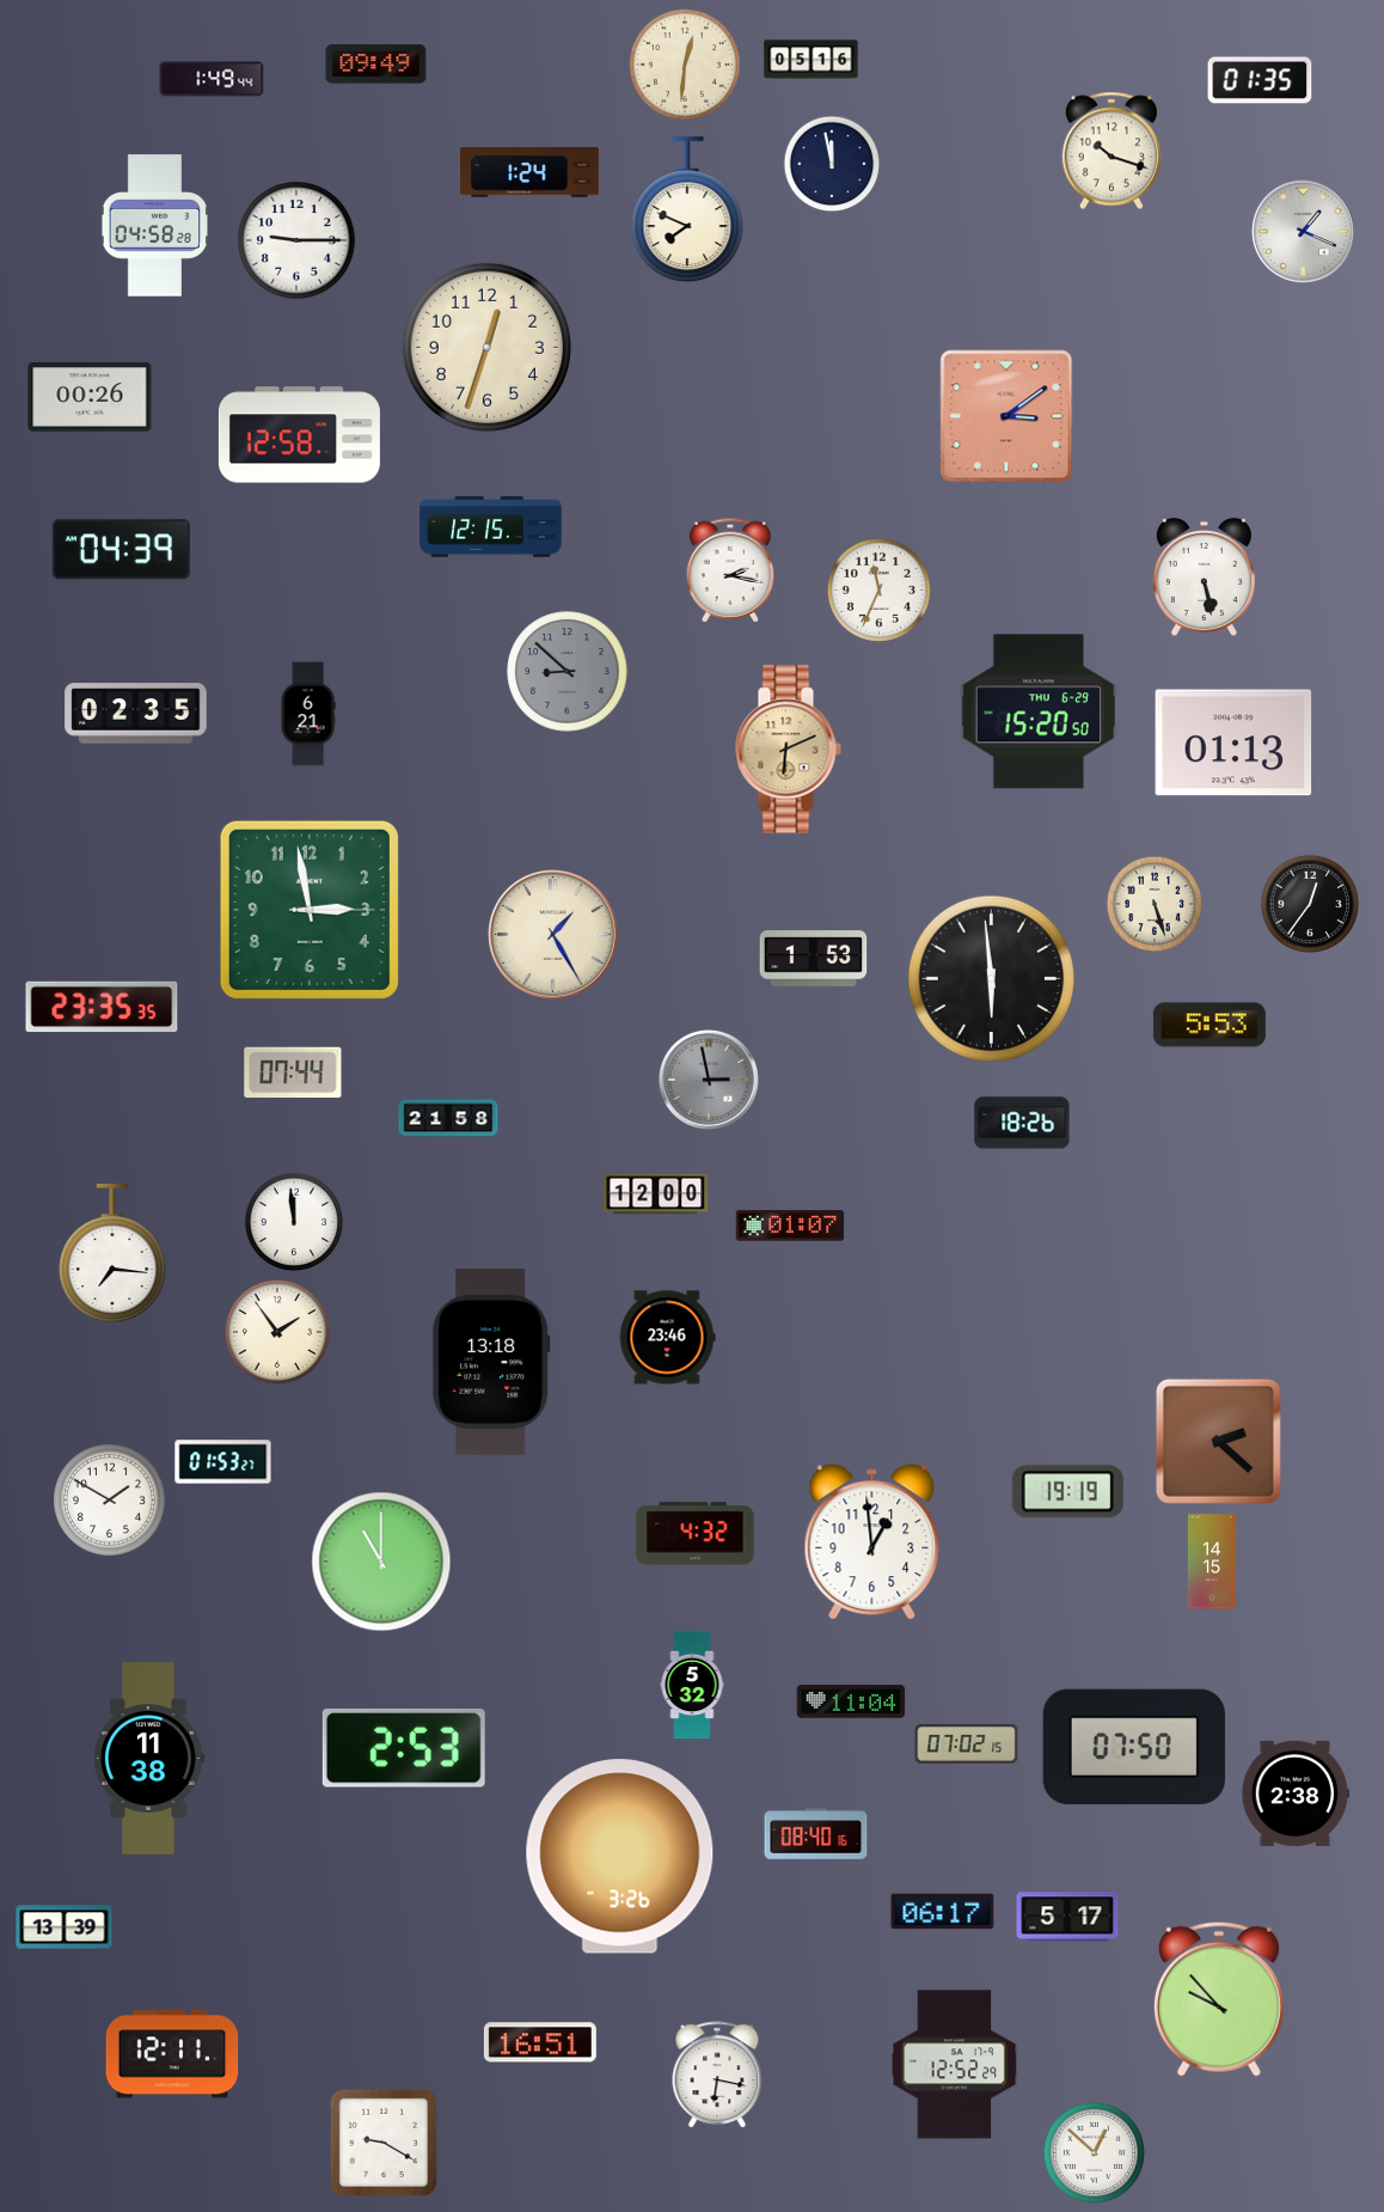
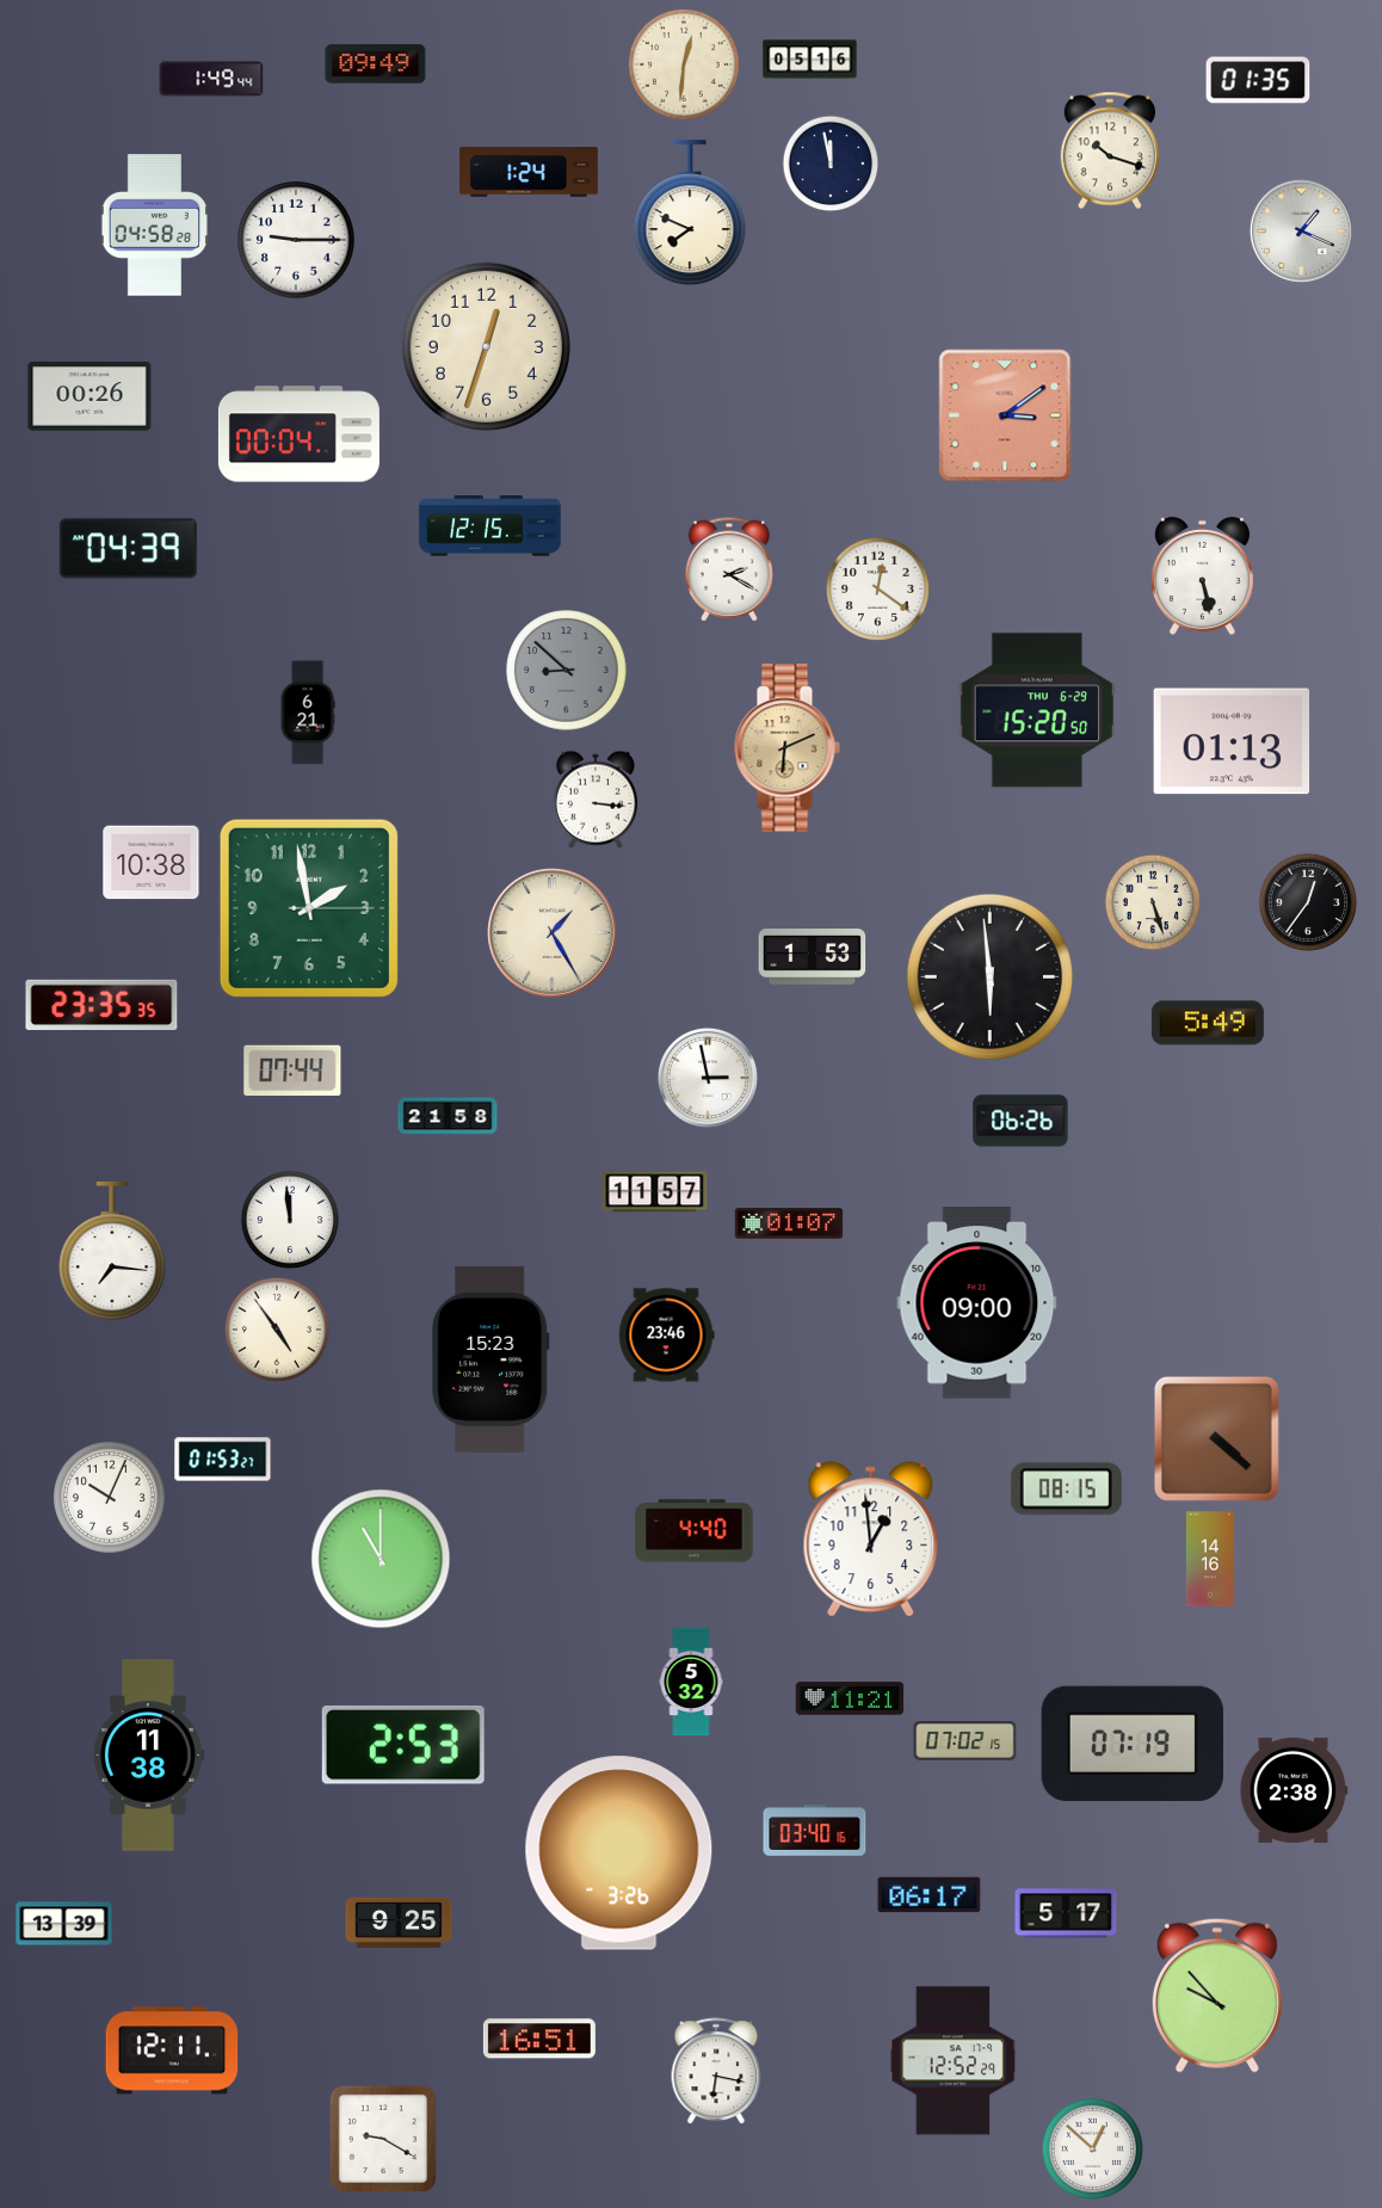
clock at (687, 210) position: (687, 210) -> (690, 214)
clock at (299, 435): 12:58 -> 00:04
clock at (121, 550) position: (121, 550) -> (128, 549)
clock at (730, 570): 2:17 -> 2:20
clock at (878, 589): 11:34 -> 12:21
clock at (136, 714): 02:35 -> none
clock at (594, 800): none -> 3:16
clock at (152, 863): none -> 10:38
clock at (310, 910): 2:58 -> 1:58
clock at (1210, 1025): 5:53 -> 5:49
clock at (709, 1080) dial: grey -> white
clock at (1022, 1123): 18:26 -> 06:26
clock at (656, 1194): 12:00 -> 11:57
clock at (294, 1222) position: (294, 1222) -> (290, 1220)
clock at (977, 1303): none -> 09:00
clock at (277, 1332): 1:54 -> 4:54
clock at (491, 1362): 13:18 -> 15:23
clock at (1218, 1441): 2:22 -> 4:22
clock at (1067, 1492): 19:19 -> 08:15
clock at (110, 1501): 1:50 -> 10:04
clock at (696, 1534): 4:32 -> 4:40
clock at (1212, 1562): 14:15 -> 14:16
clock at (851, 1701): 11:04 -> 11:21
clock at (1134, 1746): 07:50 -> 07:19
clock at (816, 1834): 08:40 -> 03:40
clock at (943, 1912) position: (943, 1912) -> (930, 1895)
clock at (399, 1923): none -> 9:25
